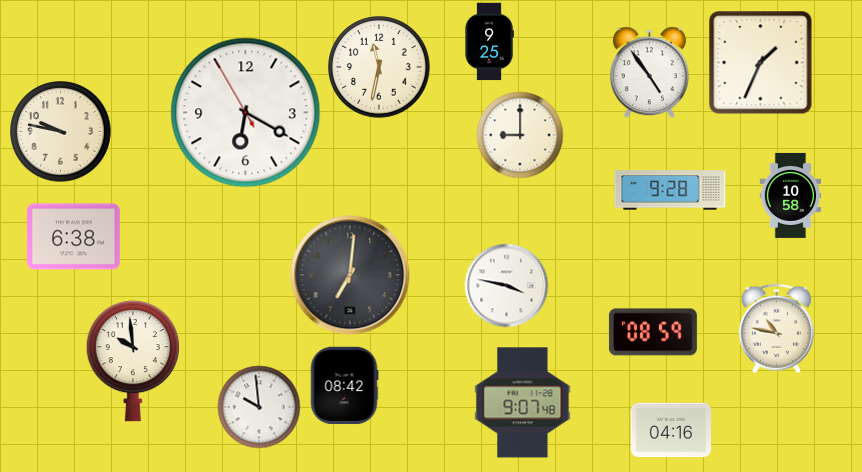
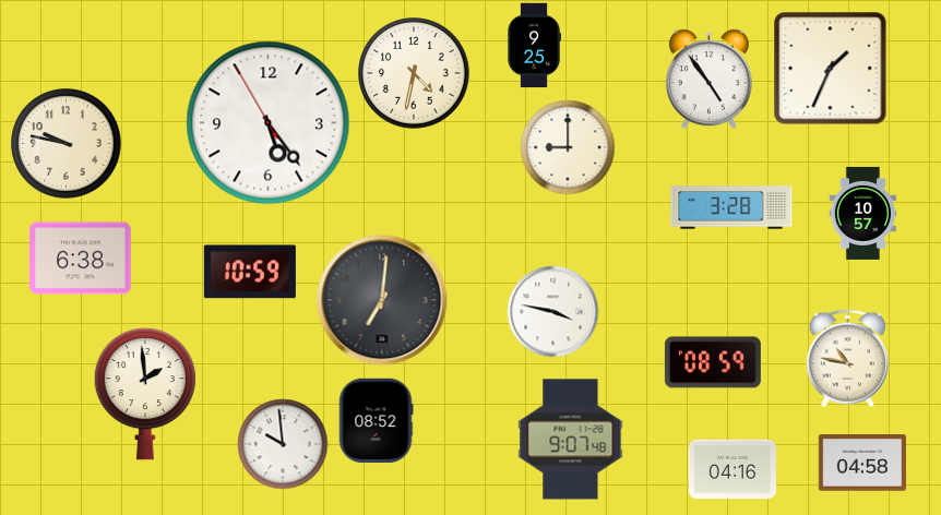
clock at (379, 67): 11:32 -> 4:32
clock at (246, 113): 6:19 -> 5:23
clock at (670, 190): 9:28 -> 3:28
clock at (791, 195): 10:58 -> 10:57
clock at (250, 272): none -> 10:59
clock at (133, 362): 9:59 -> 1:59
clock at (344, 385): 08:42 -> 08:52
clock at (862, 463): none -> 04:58
